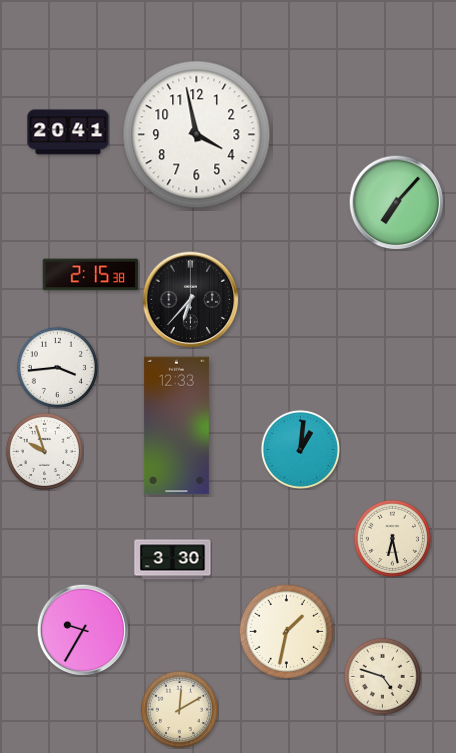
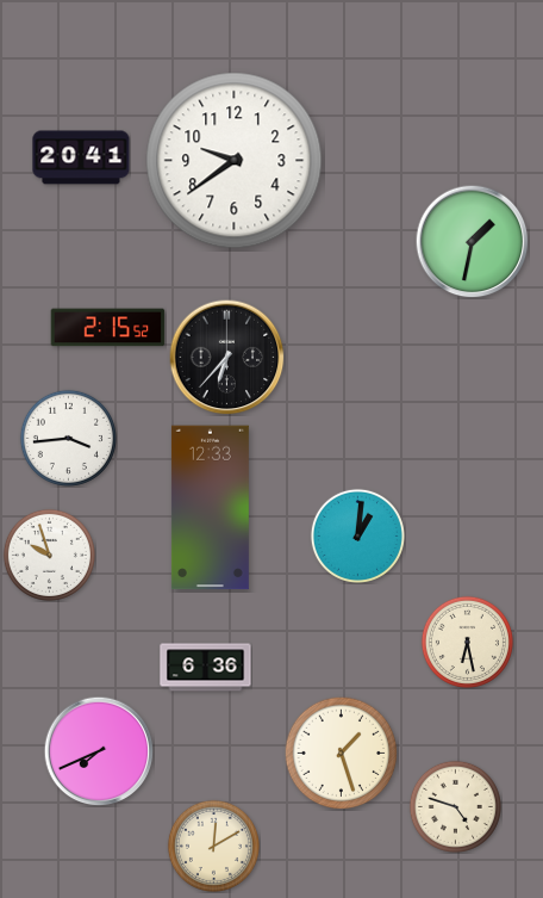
clock at (197, 135): 3:58 -> 9:39
clock at (396, 202): 7:07 -> 1:32
clock at (91, 275): 2:15:38 -> 2:15:52
clock at (44, 451) position: (44, 451) -> (49, 555)
clock at (173, 560): 3:30 -> 6:36
clock at (83, 630): 9:35 -> 7:41
clock at (286, 631): 1:32 -> 1:27
